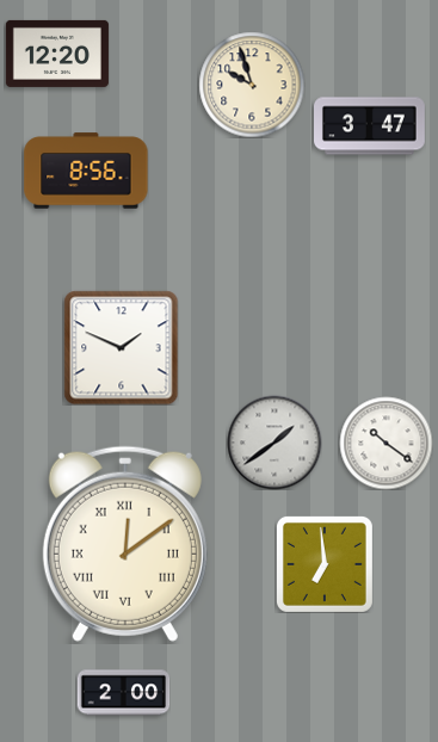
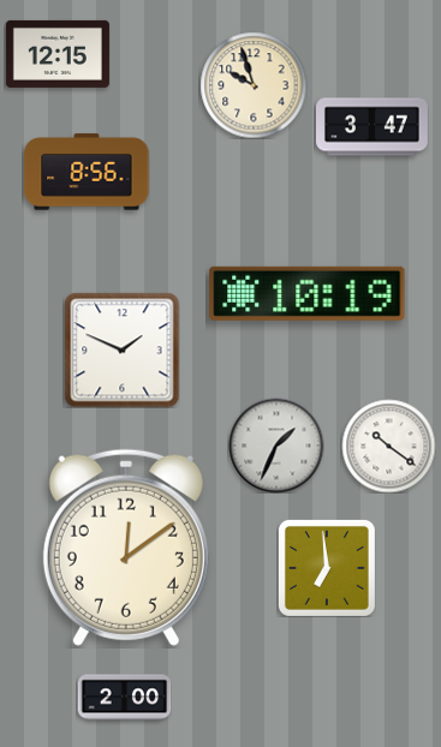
clock at (57, 54): 12:20 -> 12:15
clock at (308, 293): none -> 10:19
clock at (274, 443): 1:39 -> 1:34
clock at (125, 544) numerals: Roman -> Arabic
